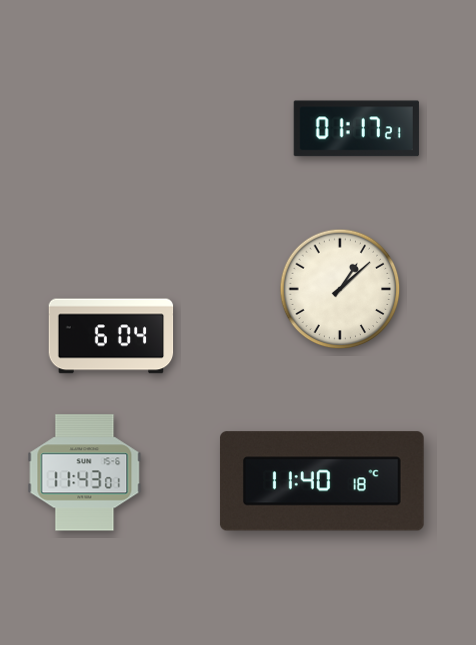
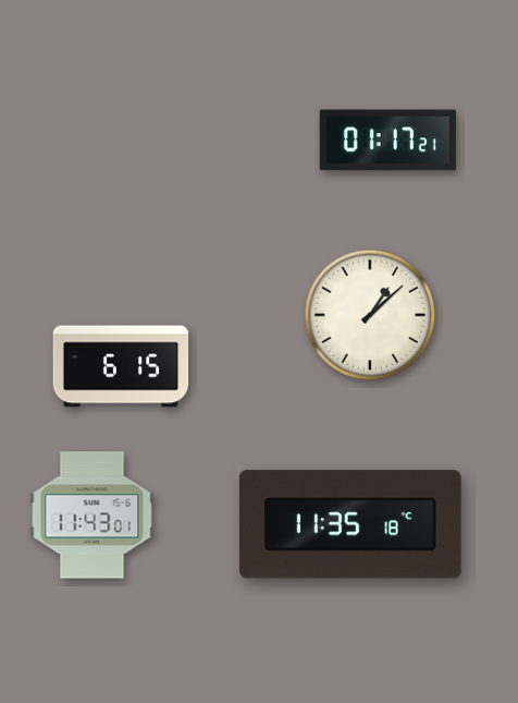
clock at (111, 336): 6:04 -> 6:15
clock at (322, 481): 11:40 -> 11:35
